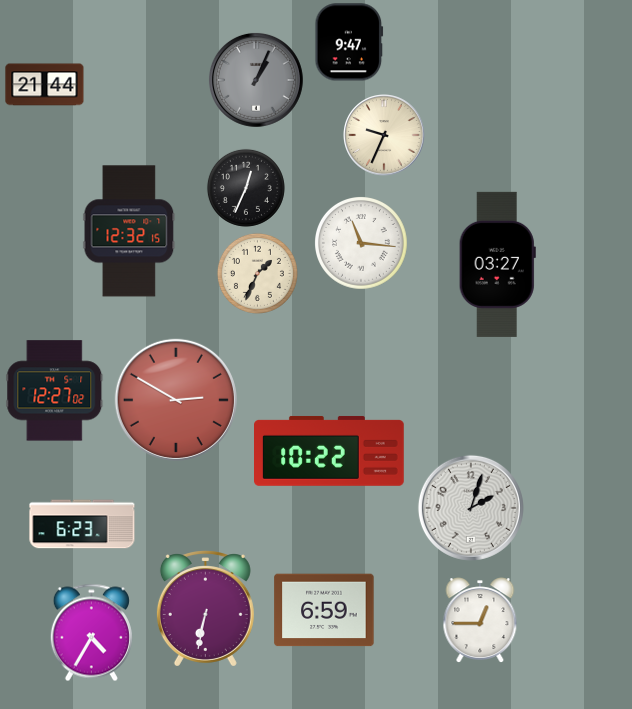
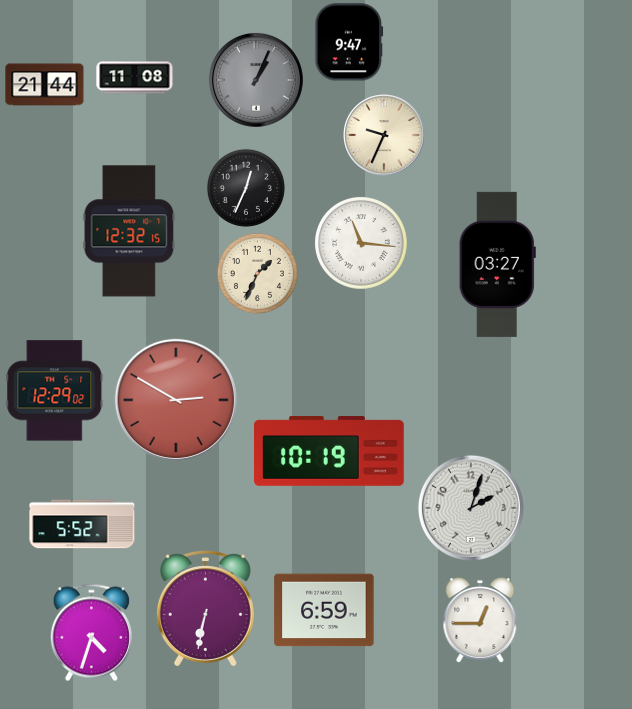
clock at (135, 78): none -> 11:08
clock at (55, 391): 12:27 -> 12:29
clock at (330, 451): 10:22 -> 10:19
clock at (82, 524): 6:23 -> 5:52
clock at (91, 633): 4:35 -> 4:33
